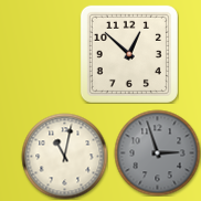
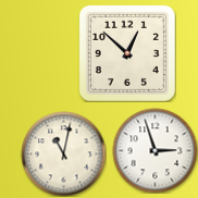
clock at (157, 152) dial: grey -> white
